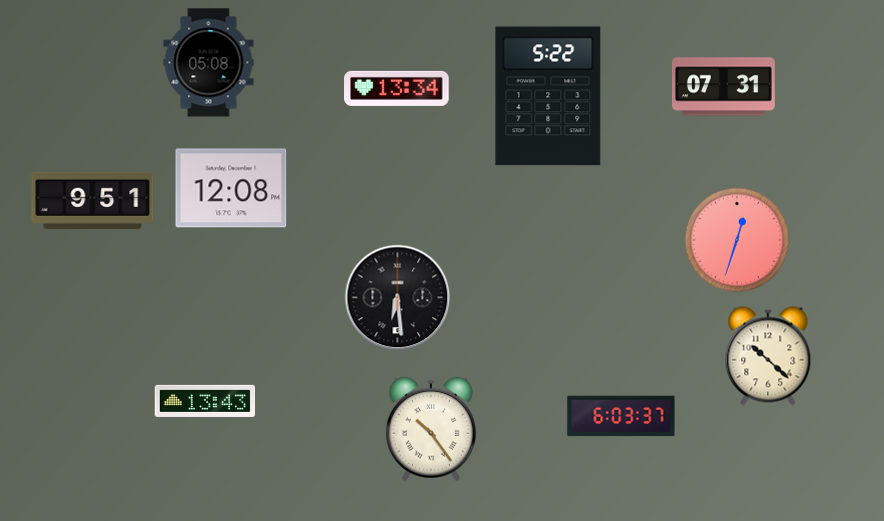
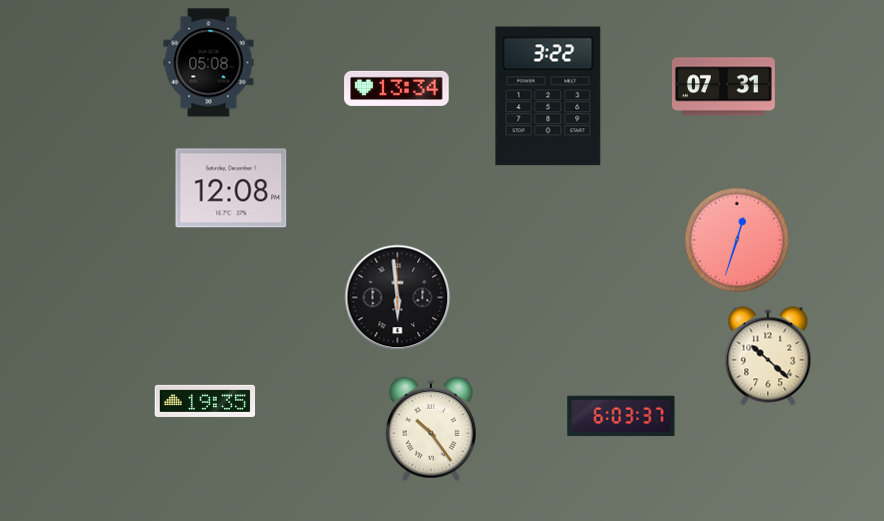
clock at (548, 96): 5:22 -> 3:22
clock at (93, 200): 9:51 -> none
clock at (398, 298): 6:29 -> 5:59
clock at (205, 401): 13:43 -> 19:35
